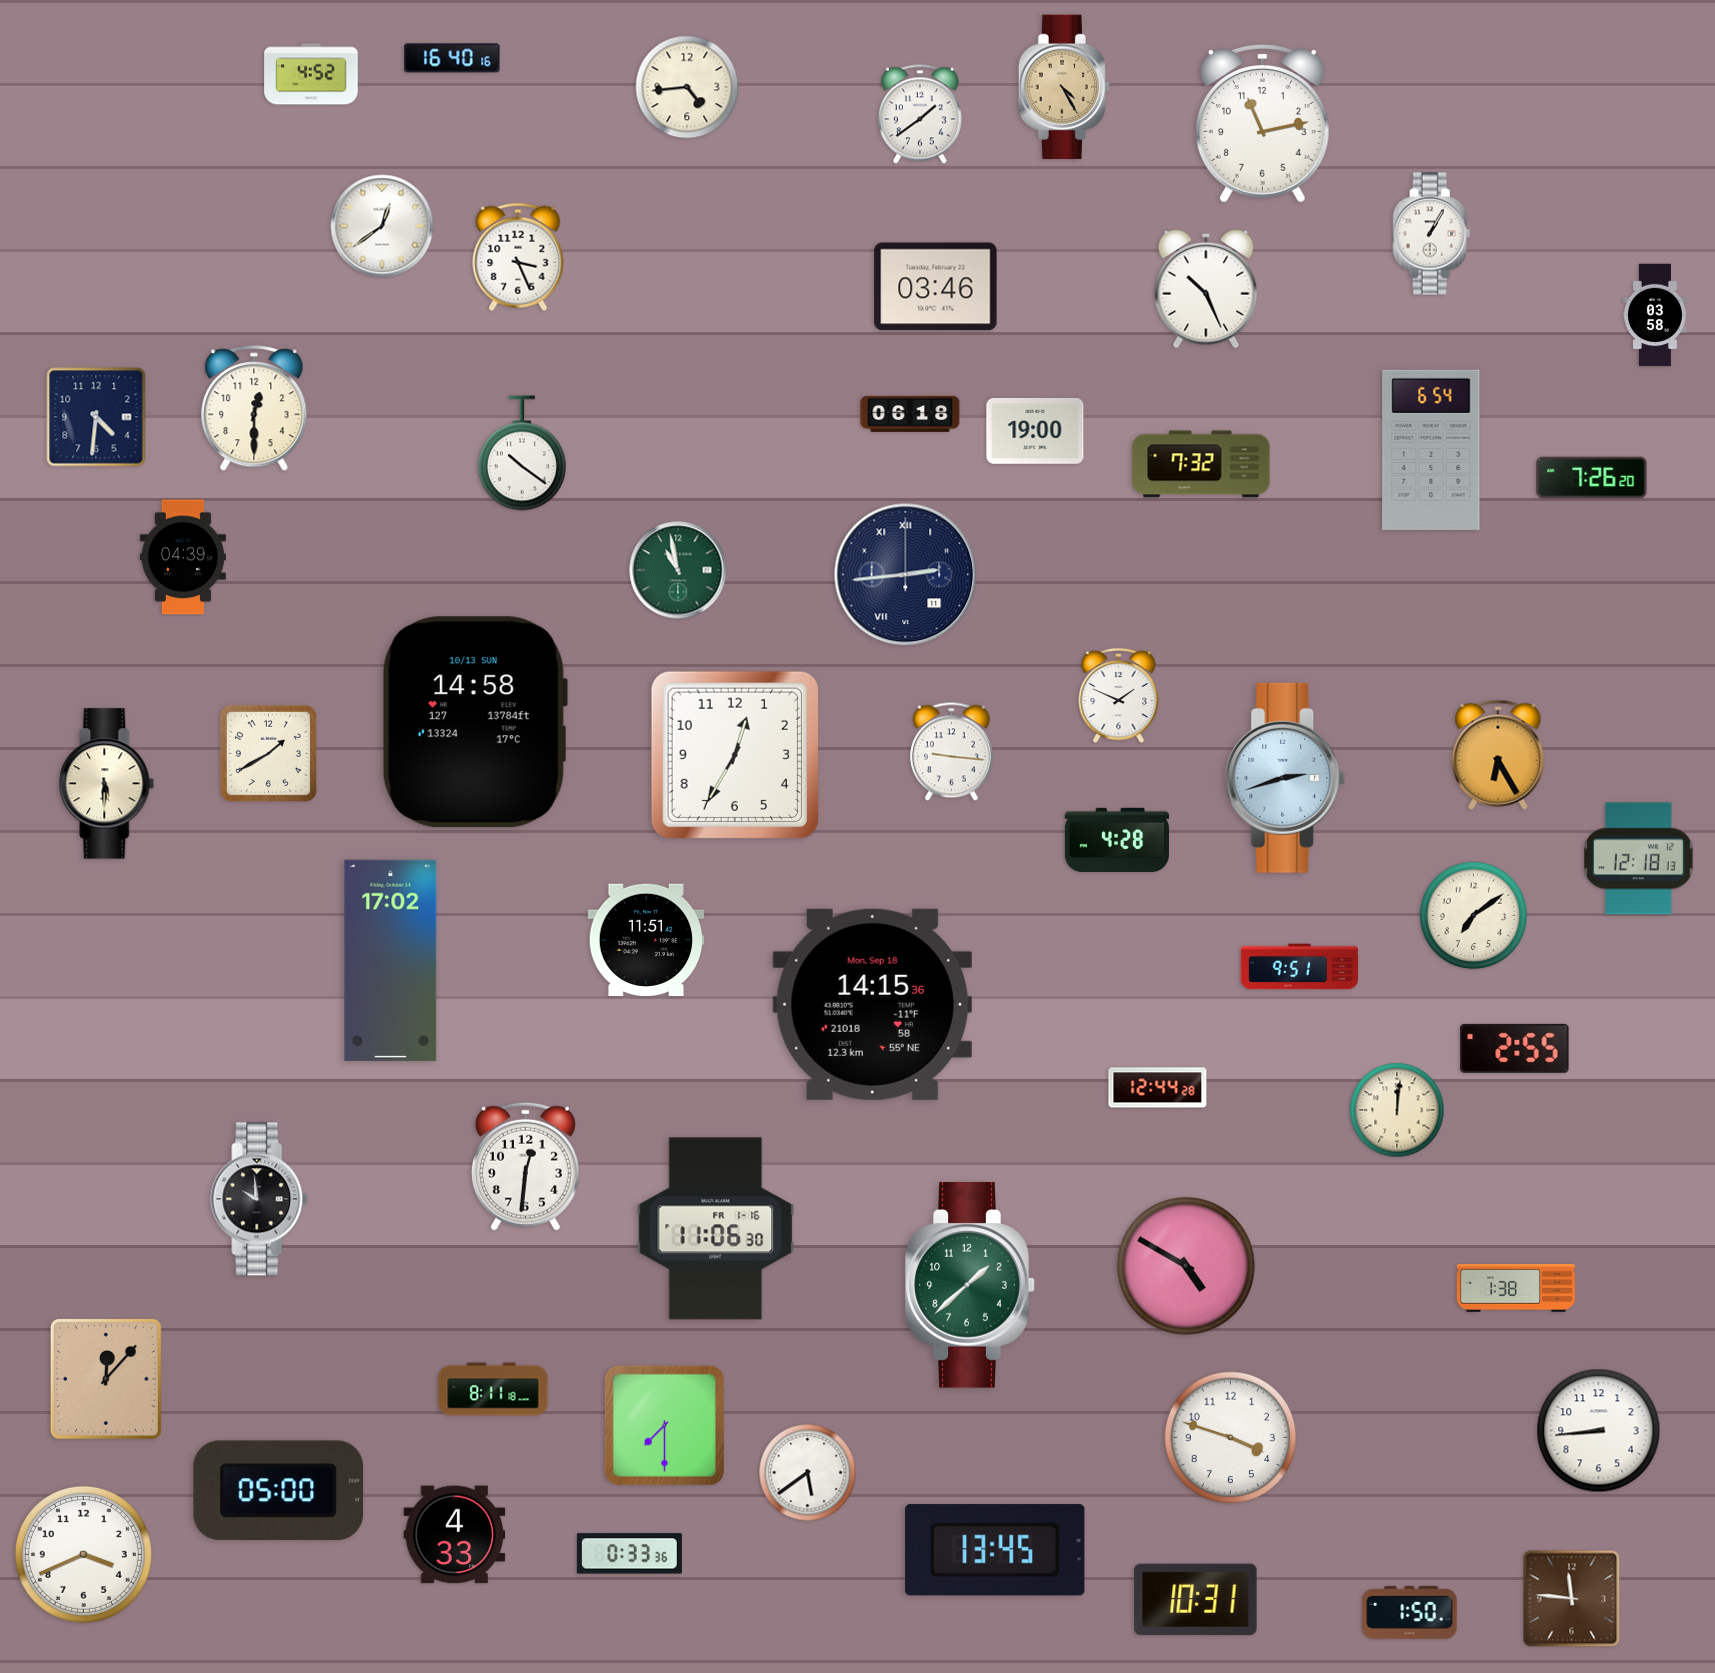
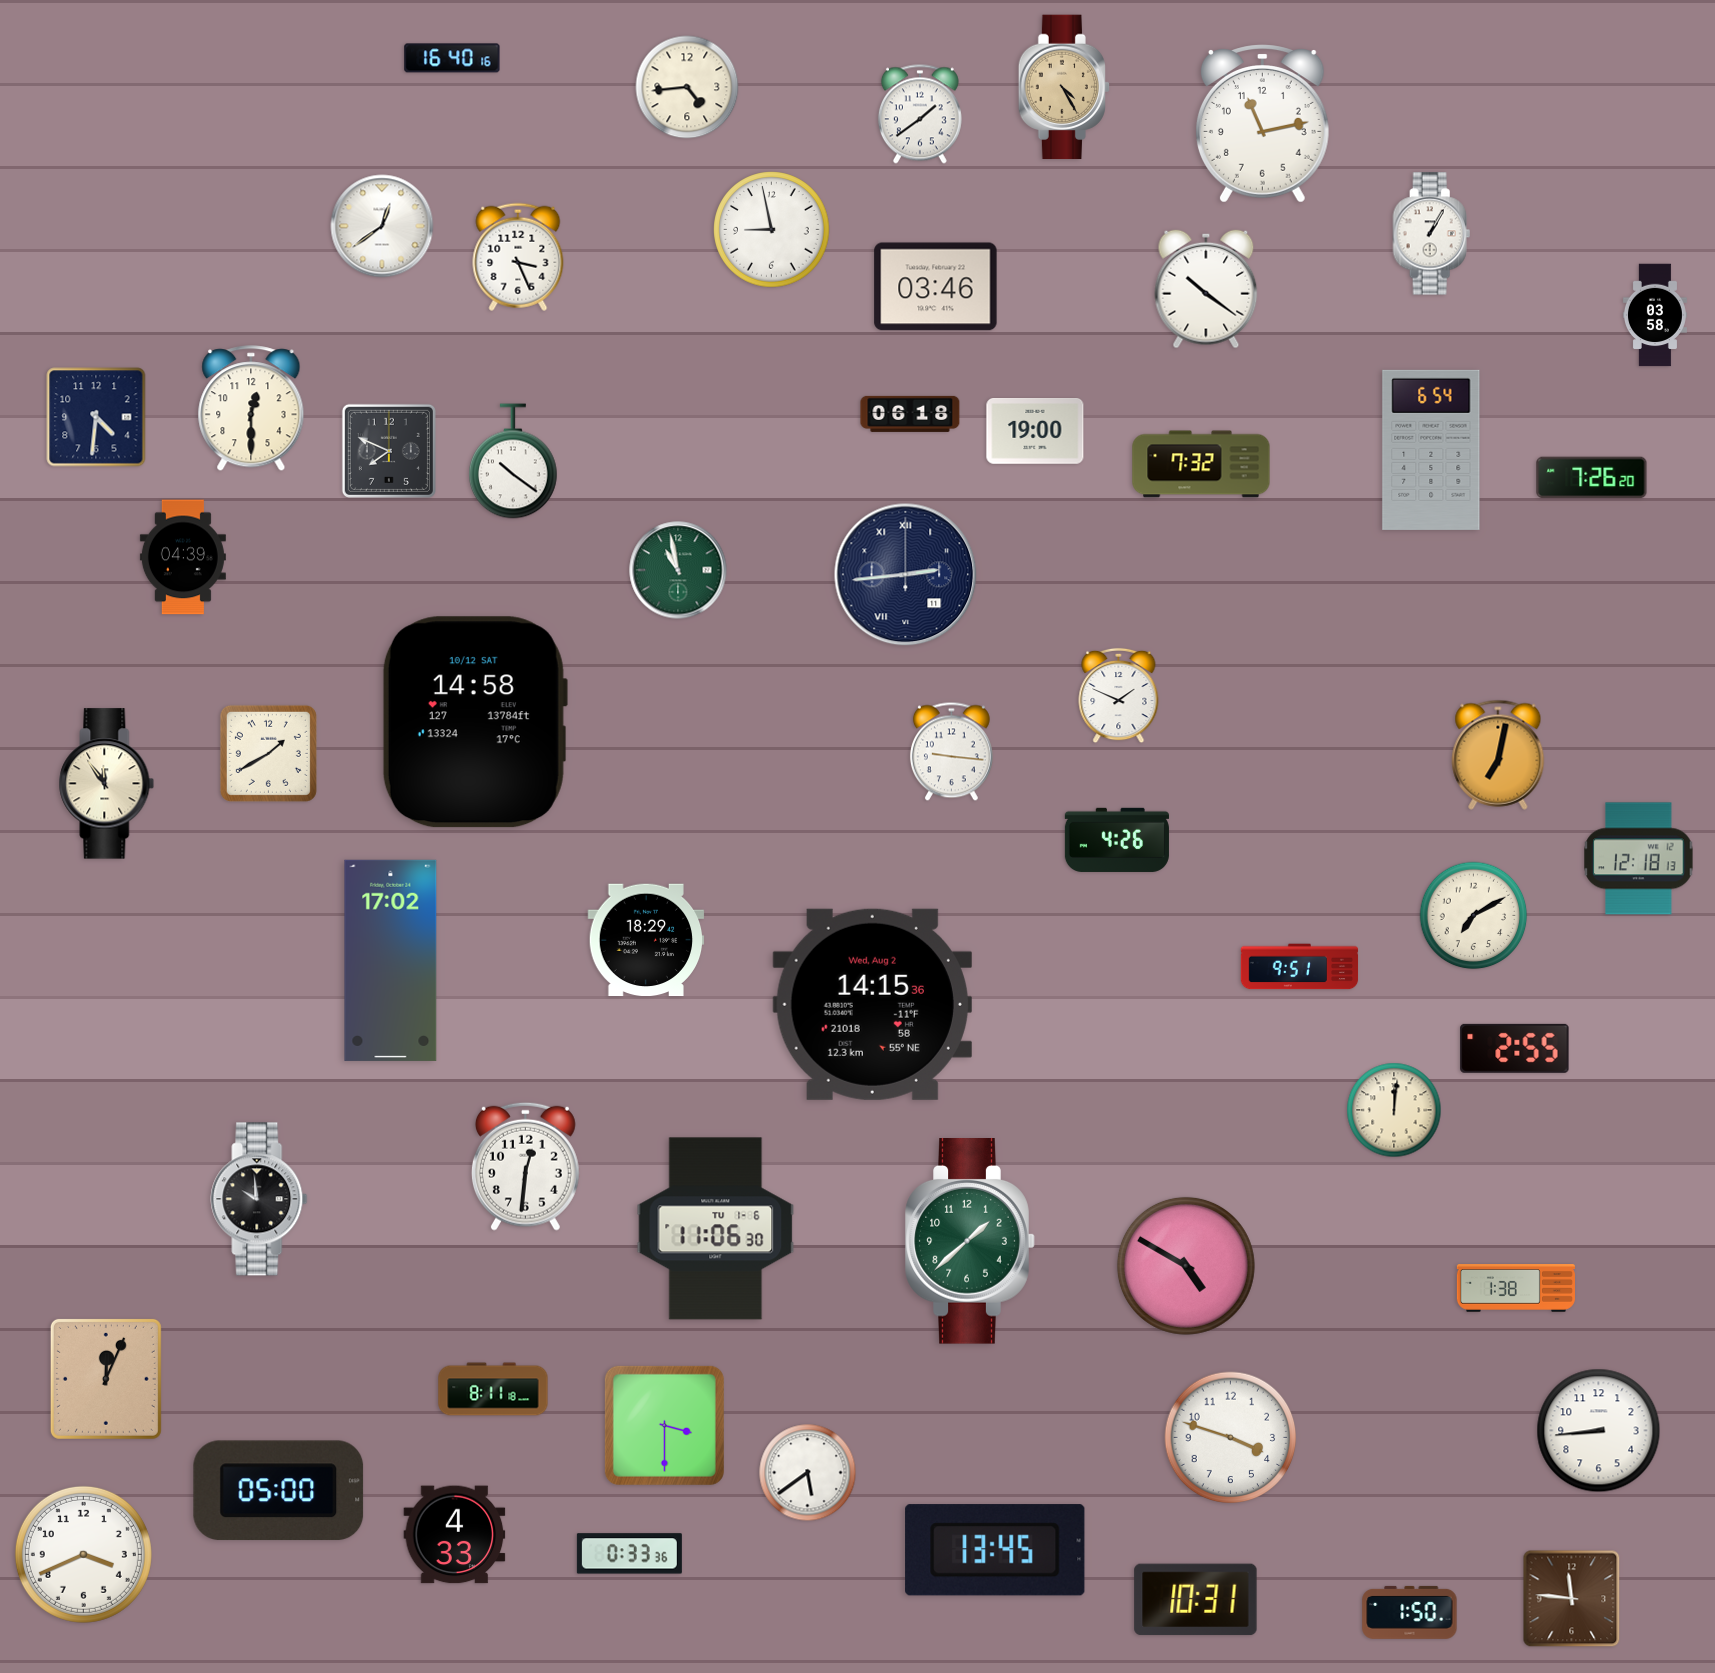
clock at (311, 74): 4:52 -> none
clock at (772, 230): none -> 8:58
clock at (1206, 289): 10:26 -> 10:21
clock at (254, 409) position: (254, 409) -> (251, 409)
clock at (389, 451): none -> 7:49
clock at (522, 453) position: (522, 453) -> (513, 461)
clock at (474, 722) date: 10/13 SUN -> 10/12 SAT
clock at (735, 755): 12:35 -> none
clock at (1498, 755): 6:25 -> 7:02
clock at (1285, 778): 2:42 -> none
clock at (107, 784): 5:30 -> 11:54
clock at (1117, 840): 4:28 -> 4:26
clock at (1474, 916): 7:09 -> 7:10
clock at (646, 940): 11:51 -> 18:29
clock at (872, 1004) date: Mon, Sep 18 -> Wed, Aug 2
clock at (1158, 1088): 12:44 -> none
clock at (1397, 1110) position: (1397, 1110) -> (1394, 1110)
clock at (716, 1229) date: FR 1-16 -> TU 1-6
clock at (970, 1286) position: (970, 1286) -> (970, 1242)
clock at (106, 1379): 12:07 -> 12:04
clock at (664, 1425): 7:30 -> 3:30
